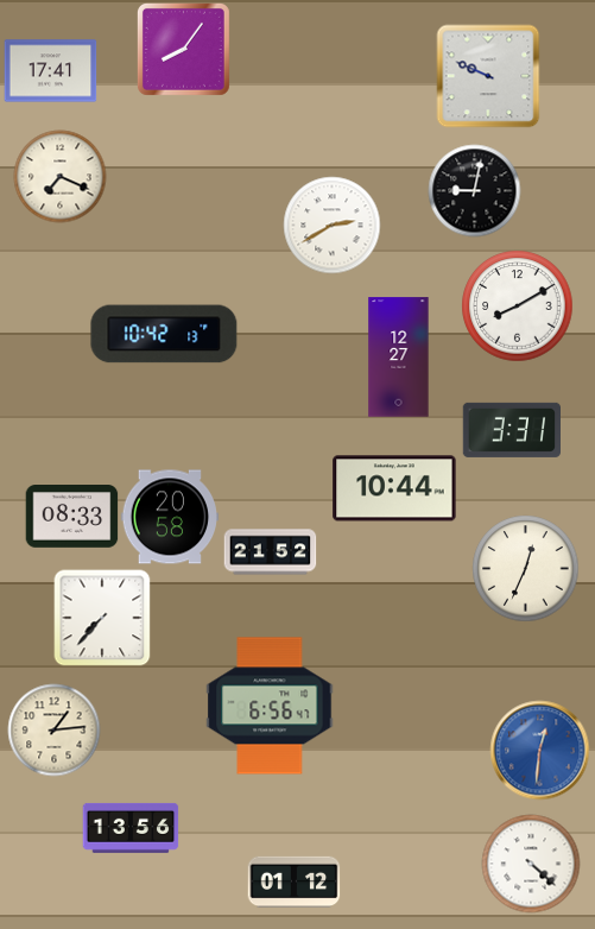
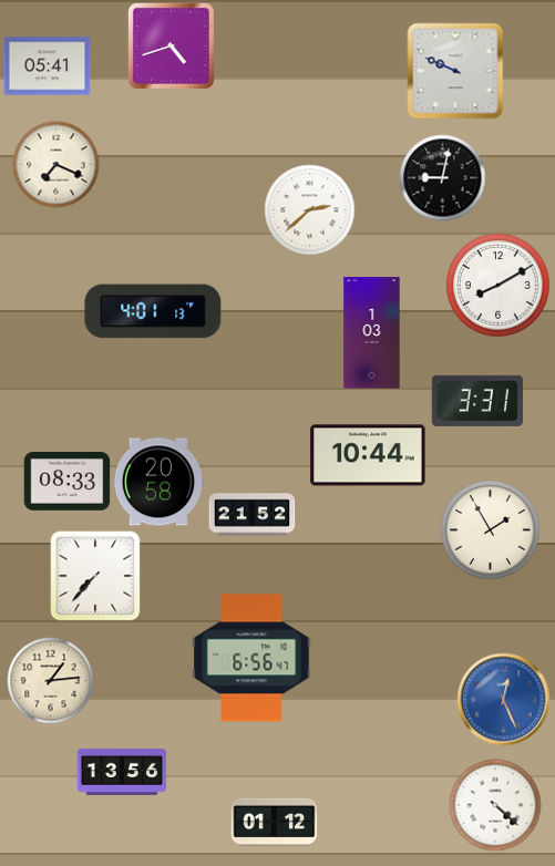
clock at (183, 49): 8:06 -> 4:42
clock at (50, 71): 17:41 -> 05:41
clock at (331, 225): 2:40 -> 2:38
clock at (517, 305) position: (517, 305) -> (497, 285)
clock at (164, 334): 10:42 -> 4:01
clock at (399, 358): 12:27 -> 1:03
clock at (525, 568): 12:34 -> 1:55
clock at (539, 750): 12:31 -> 12:26
